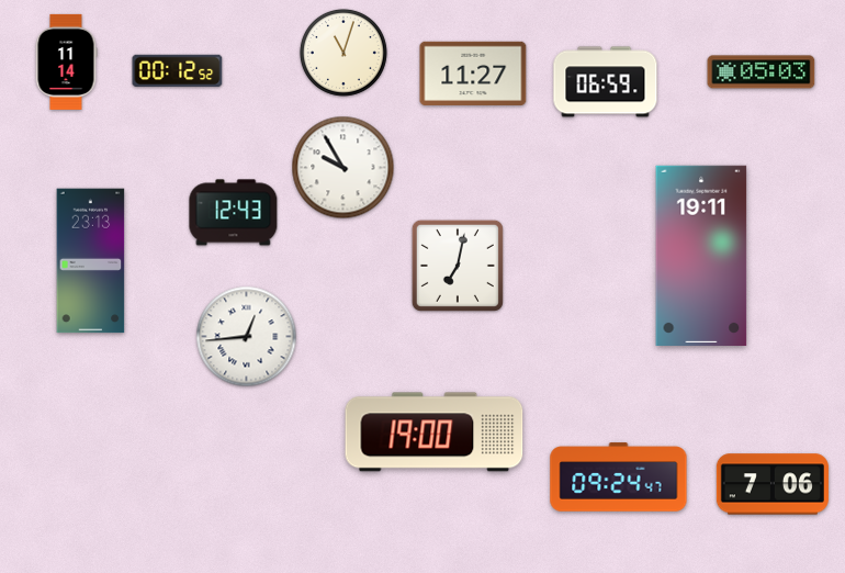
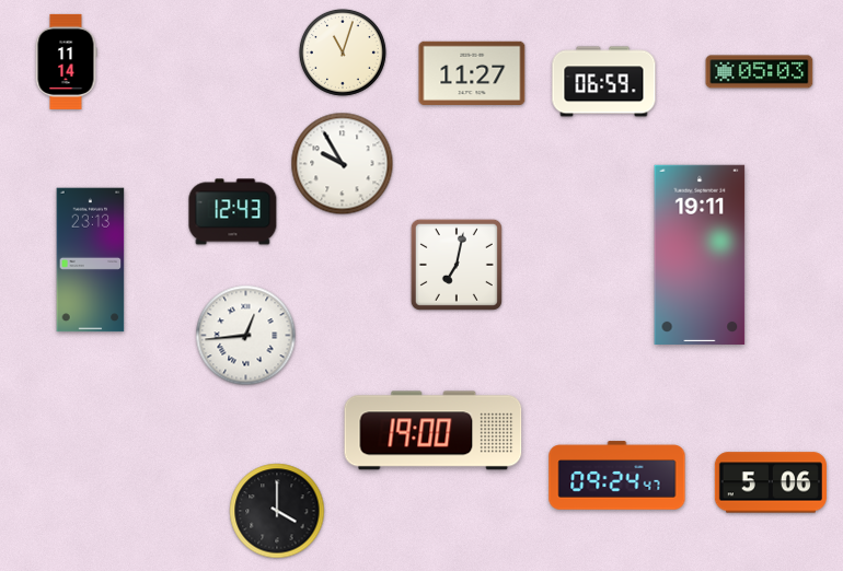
clock at (178, 70): 00:12 -> none
clock at (343, 168) position: (343, 168) -> (343, 164)
clock at (773, 484): 7:06 -> 5:06
clock at (277, 511): none -> 4:00
